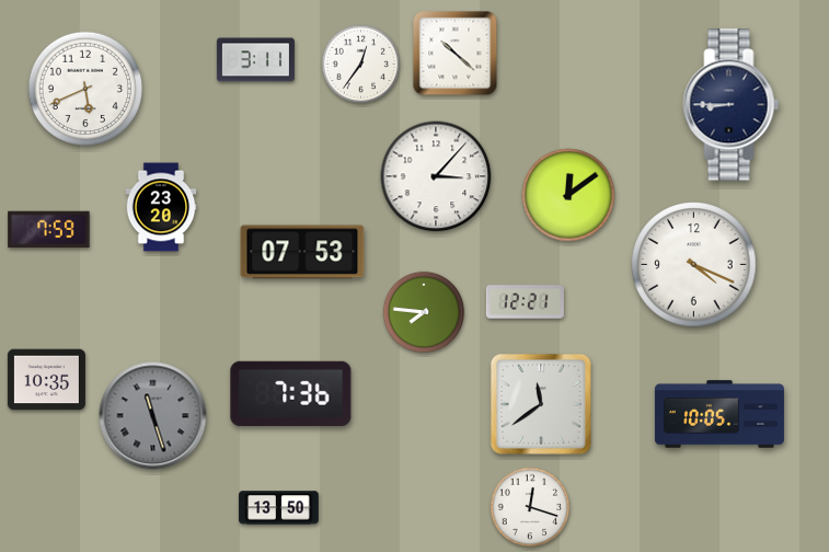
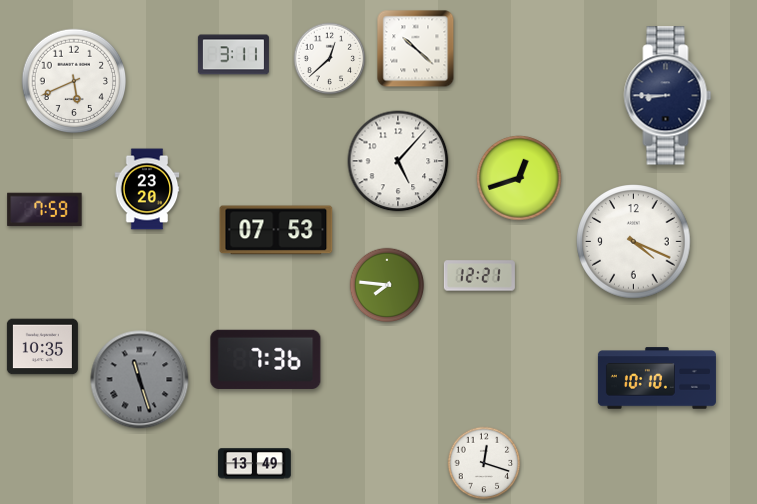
clock at (361, 65): 12:36 -> 12:38
clock at (85, 89) position: (85, 89) -> (74, 81)
clock at (436, 176): 3:07 -> 5:07
clock at (568, 195): 12:09 -> 12:42
clock at (541, 404): 11:39 -> none
clock at (719, 414): 10:05 -> 10:10
clock at (279, 508): 13:50 -> 13:49
